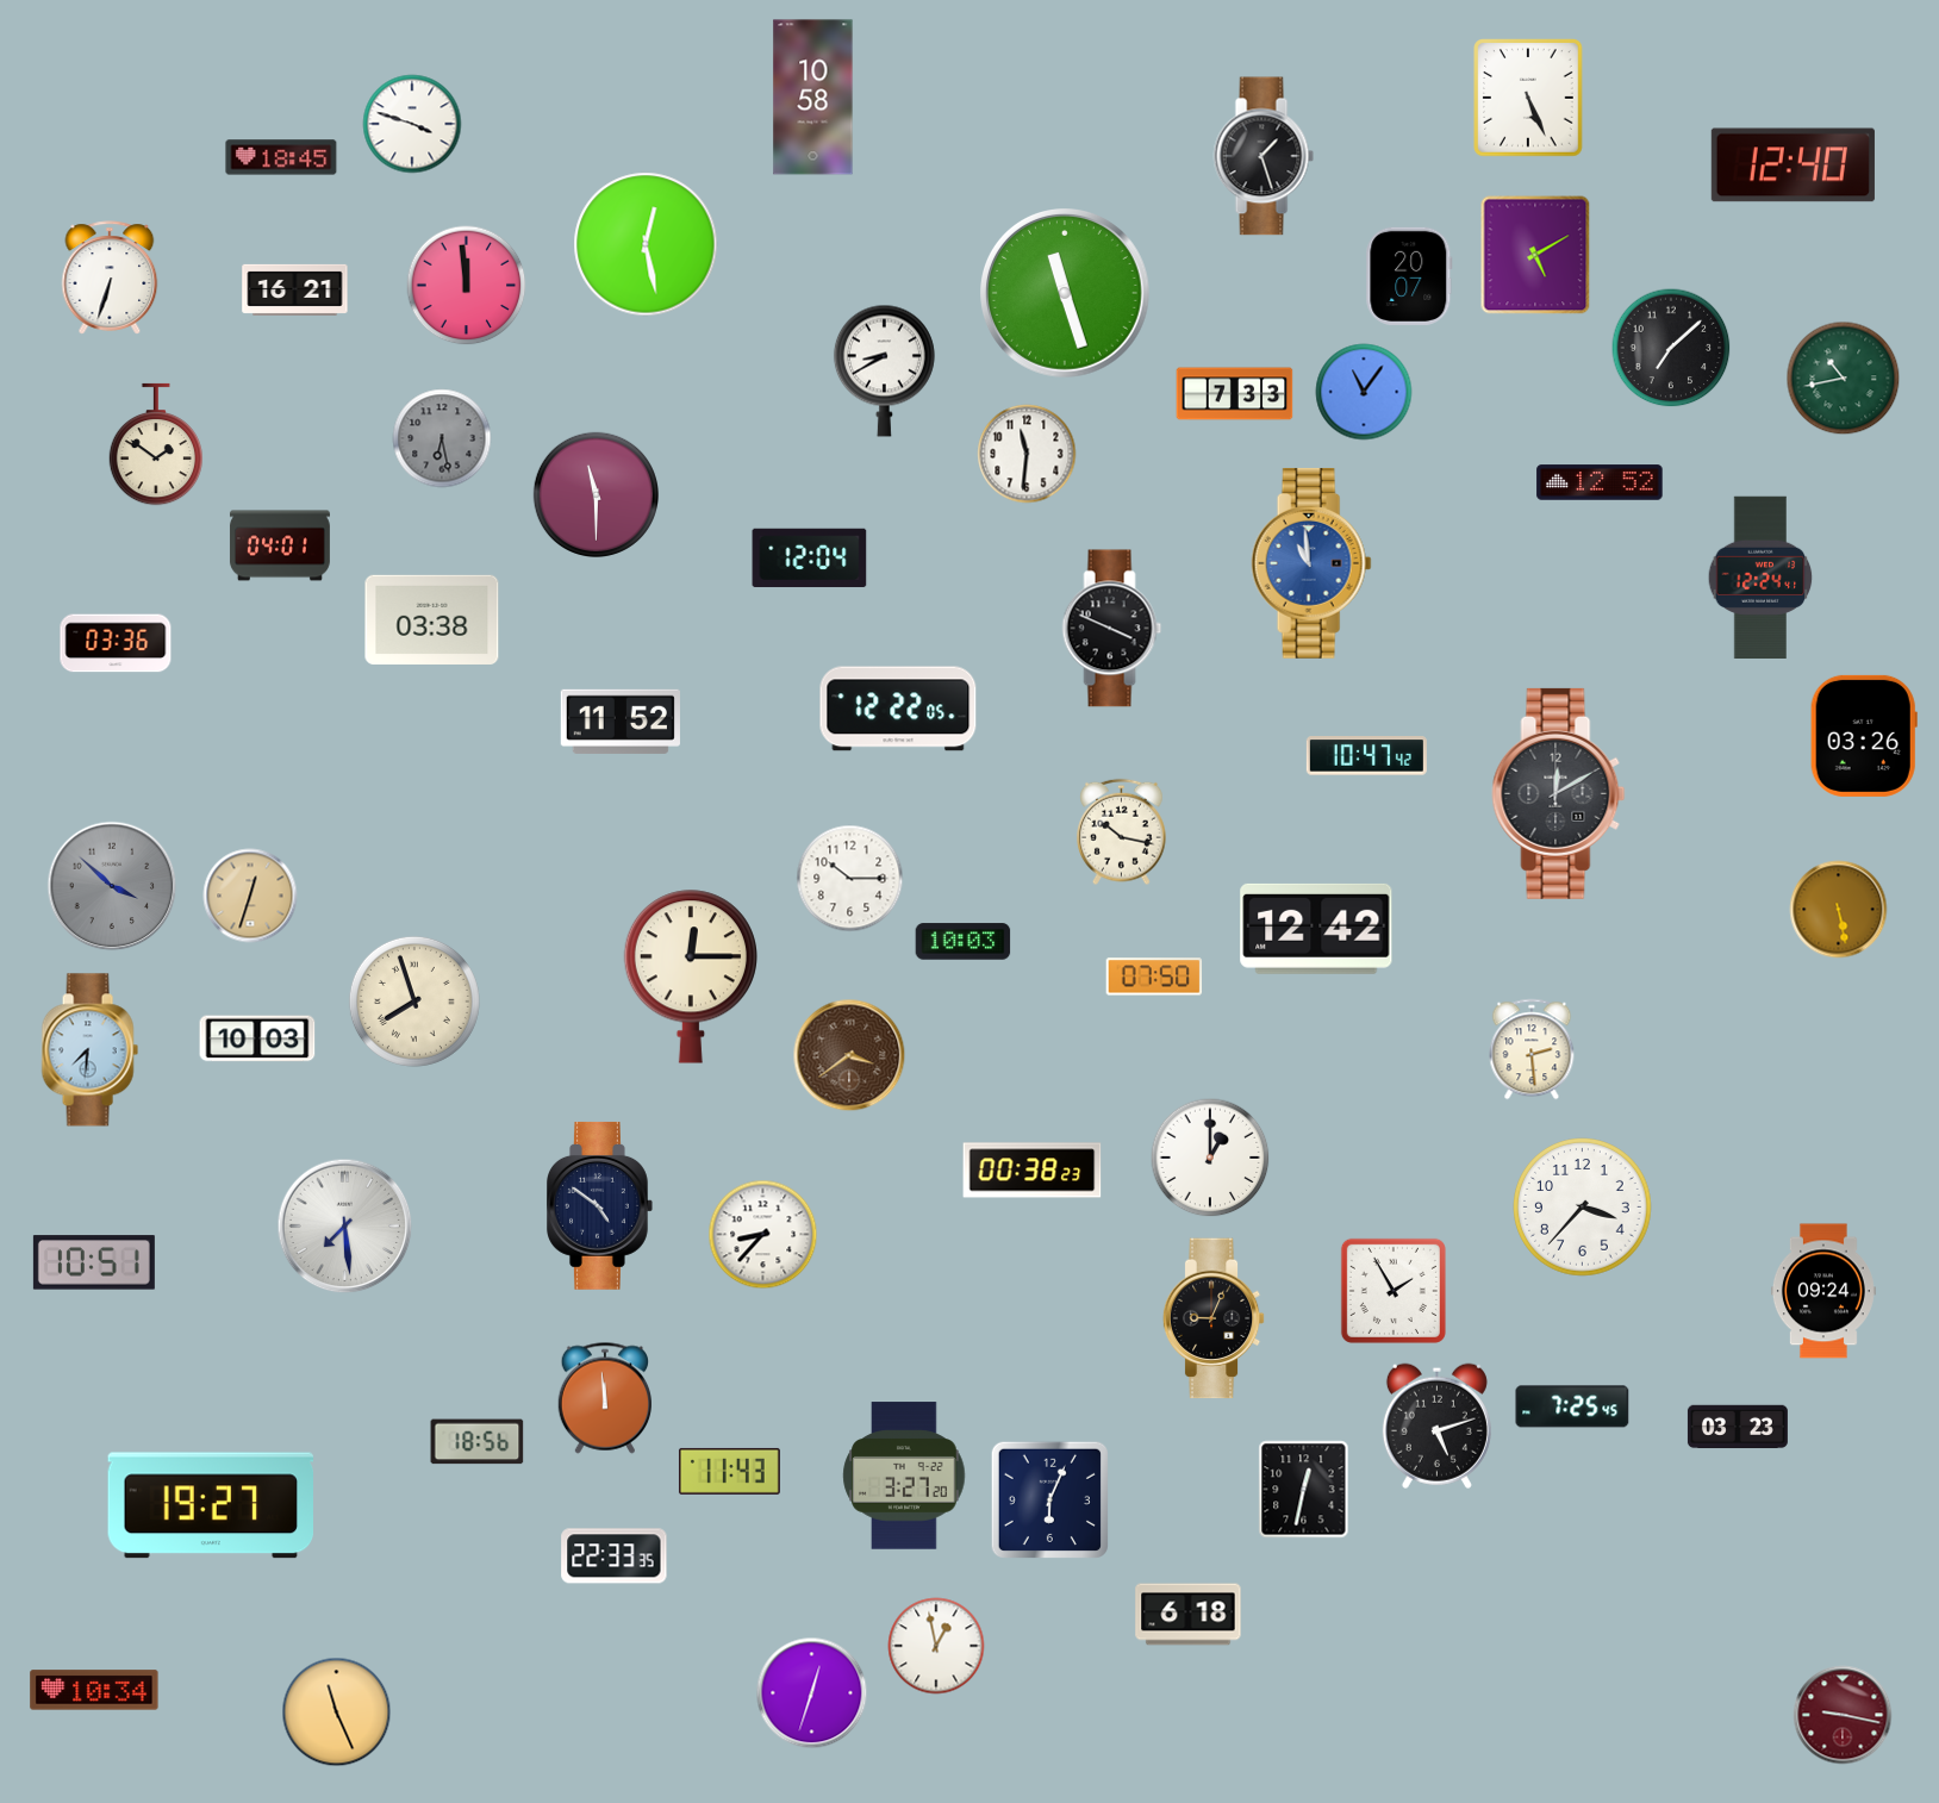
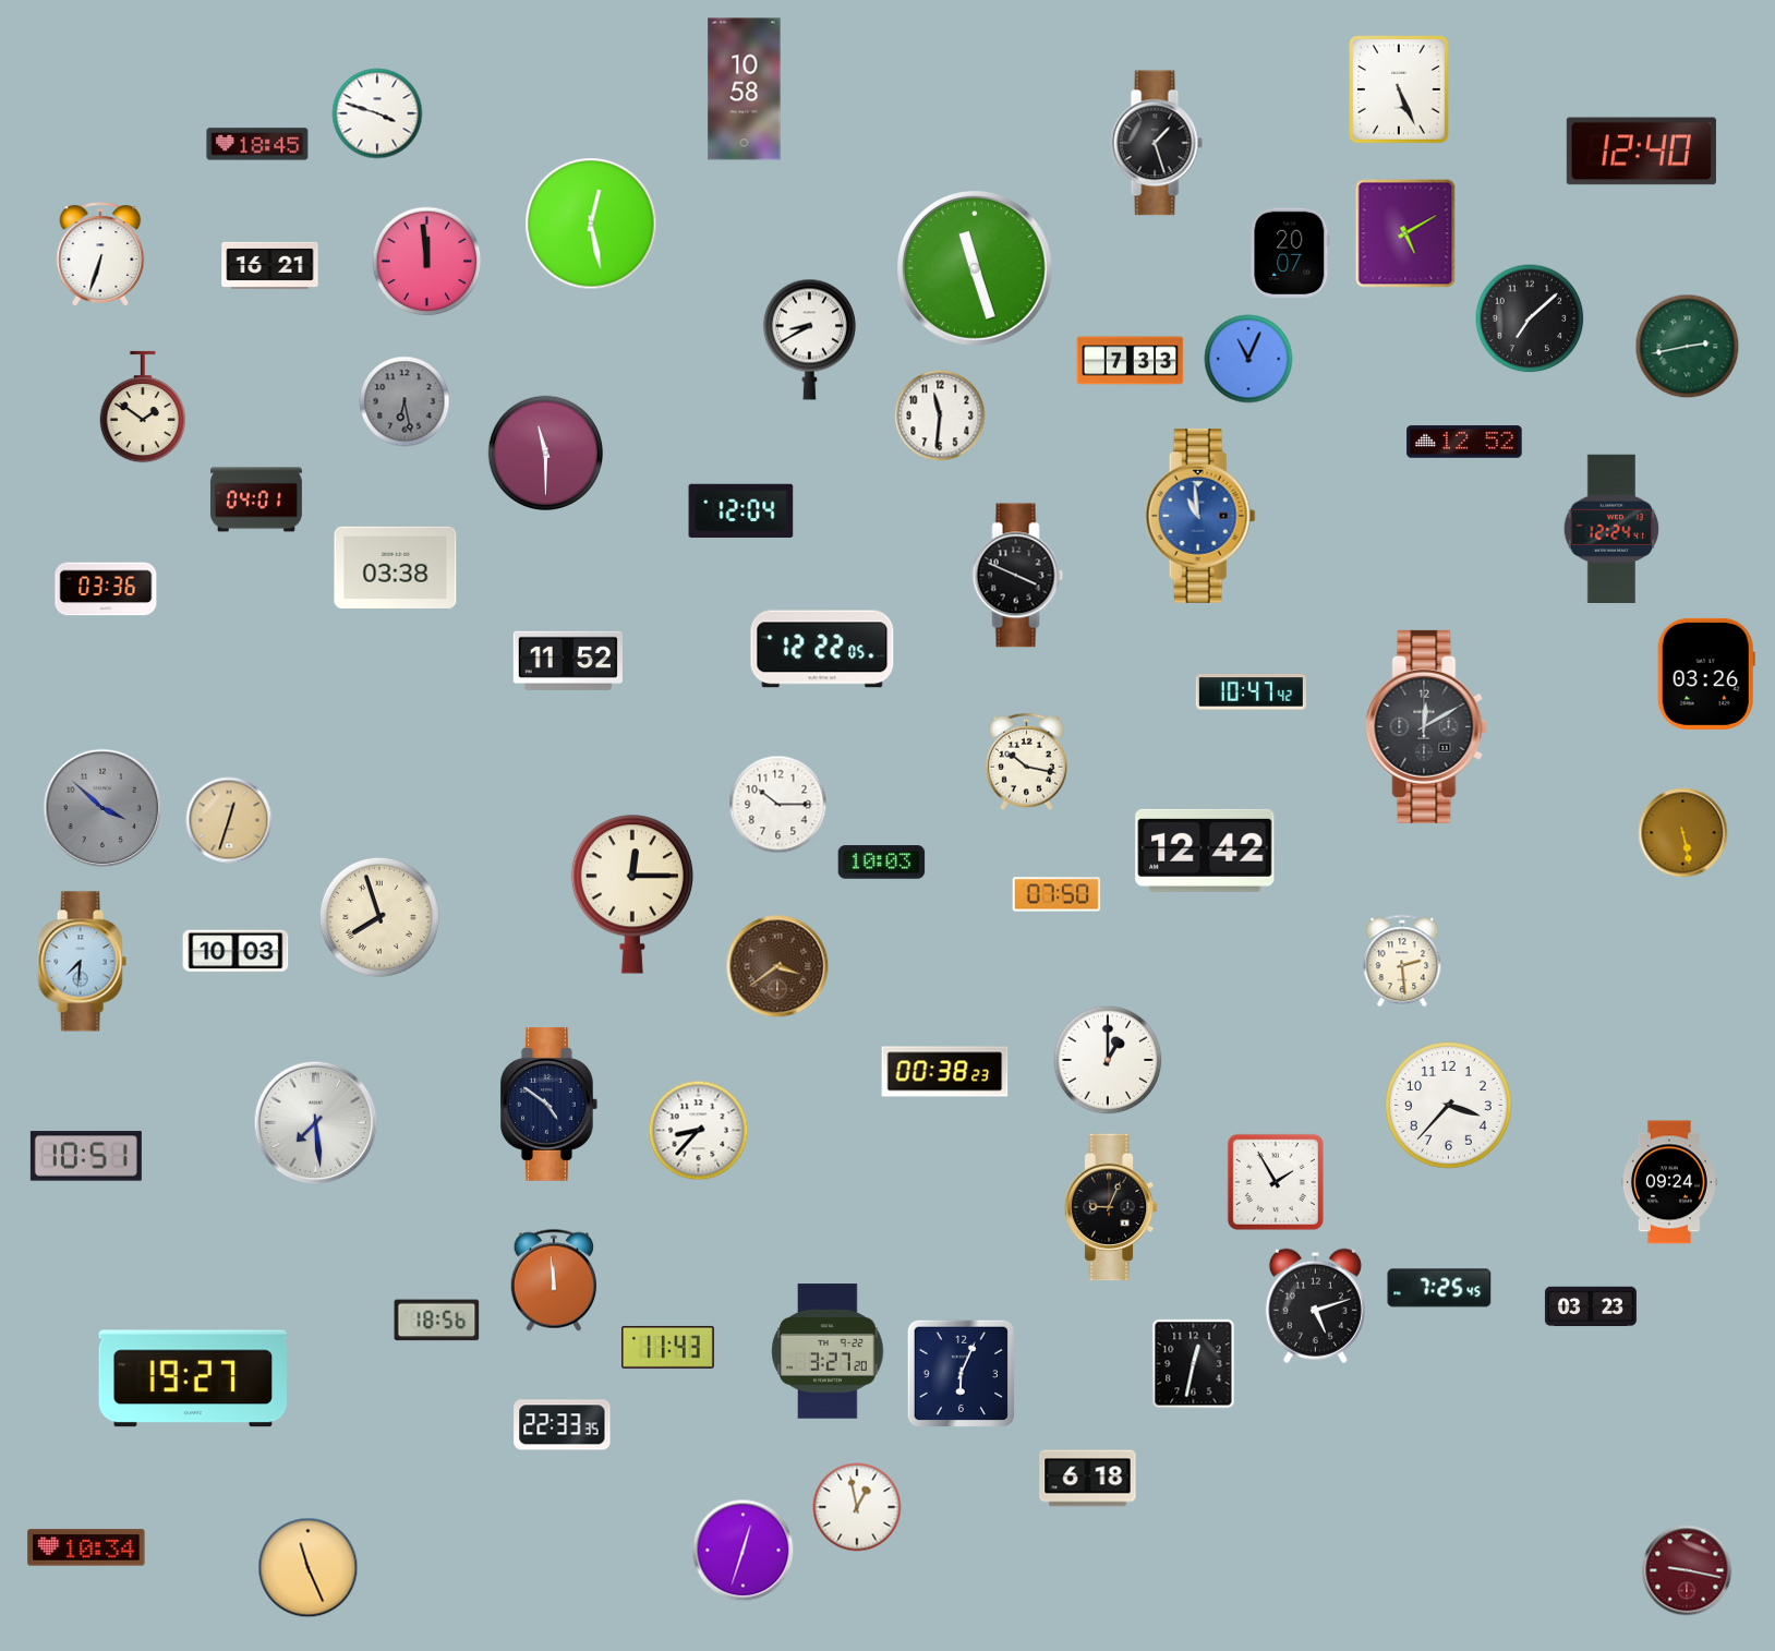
clock at (1844, 379): 10:43 -> 2:43
clock at (1364, 392): 11:06 -> 11:04
clock at (112, 886) position: (112, 886) -> (102, 808)
